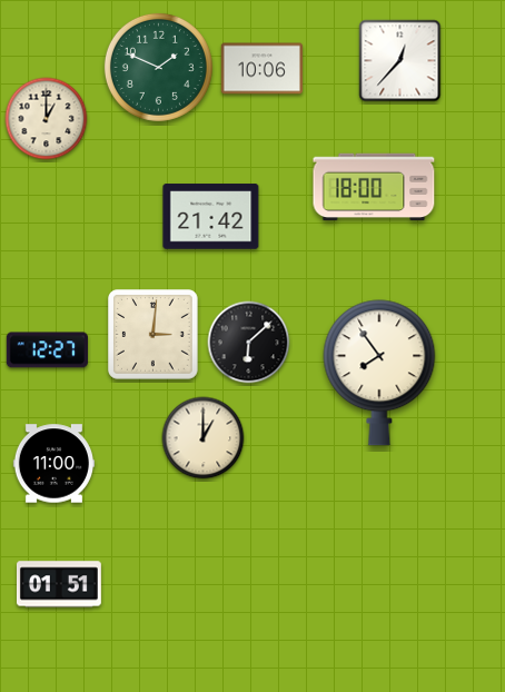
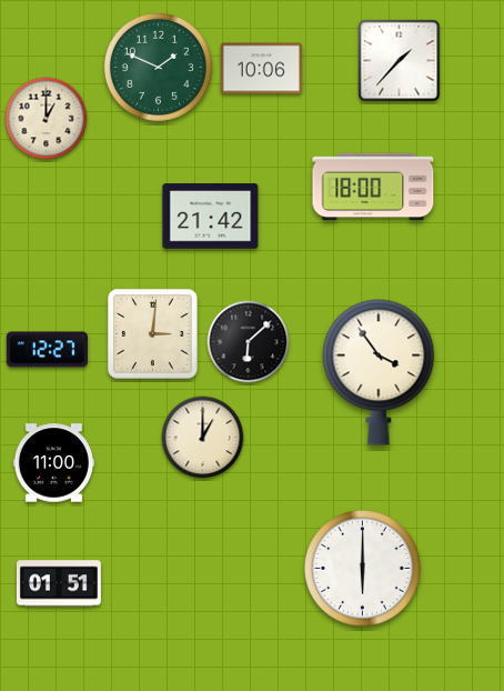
clock at (400, 61): 12:37 -> 1:37
clock at (379, 373): 7:54 -> 3:54
clock at (363, 569): none -> 6:00
